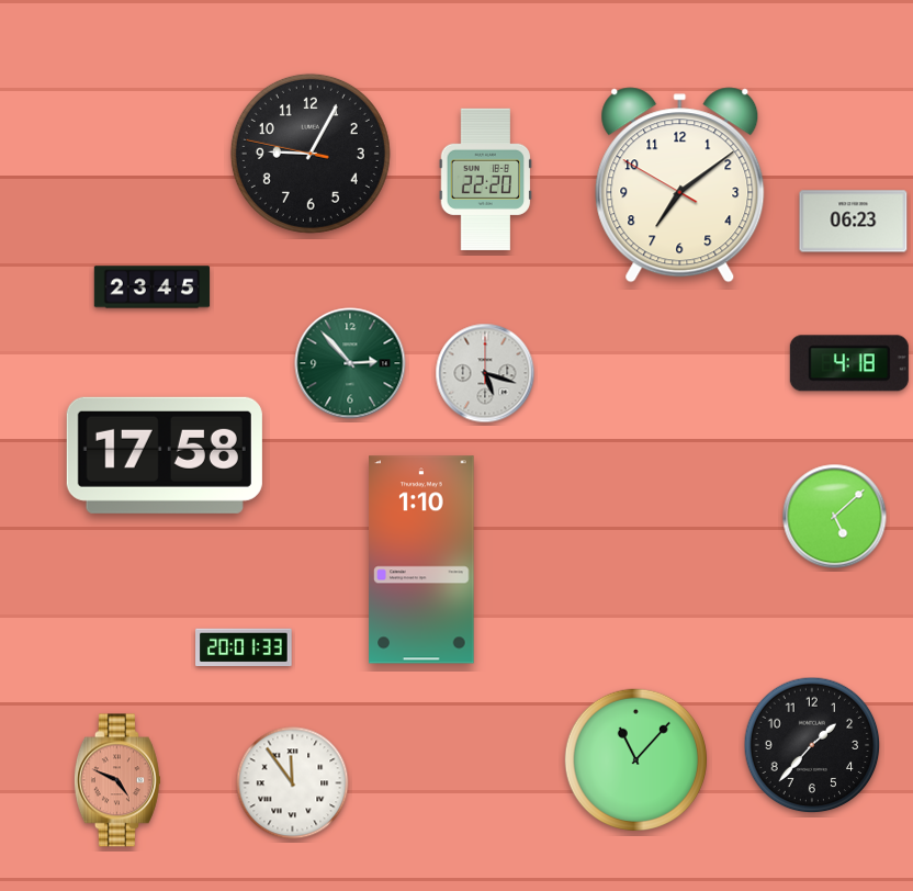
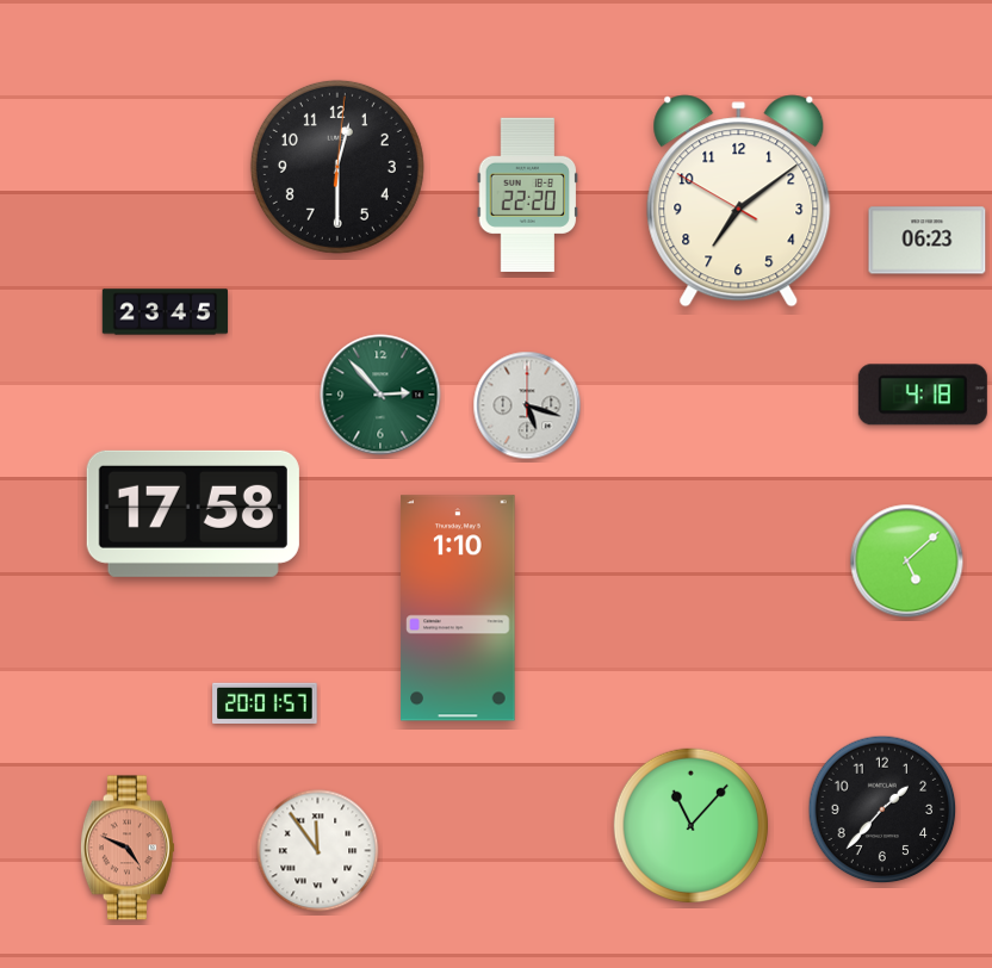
clock at (311, 154): 9:04 -> 12:30
clock at (165, 455) position: (165, 455) -> (193, 514)
clock at (244, 647): 20:01:33 -> 20:01:57
